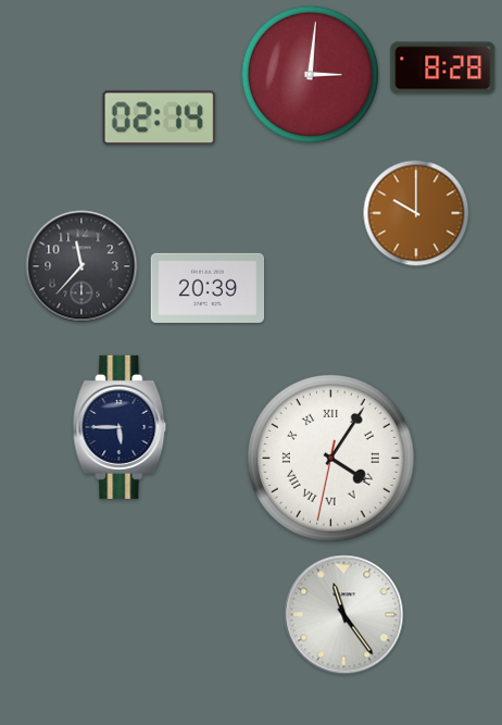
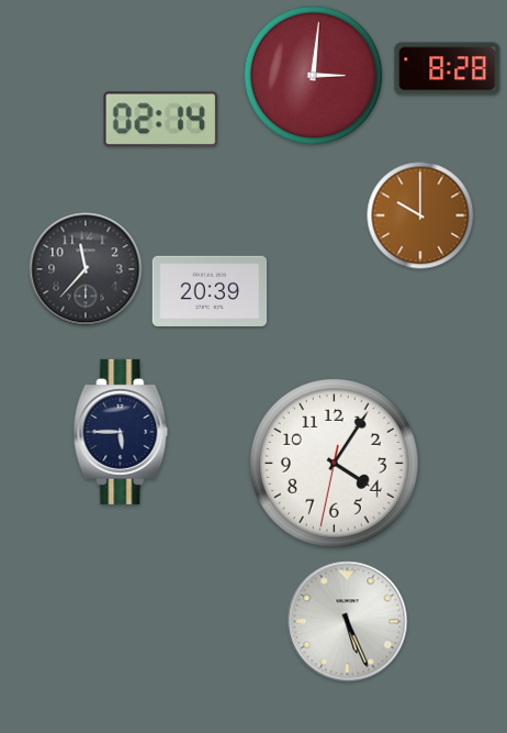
clock at (81, 266) position: (81, 266) -> (86, 269)
clock at (330, 458) numerals: Roman -> Arabic
clock at (344, 615): 11:24 -> 5:26
